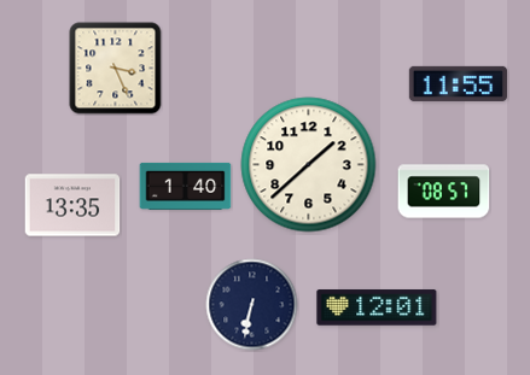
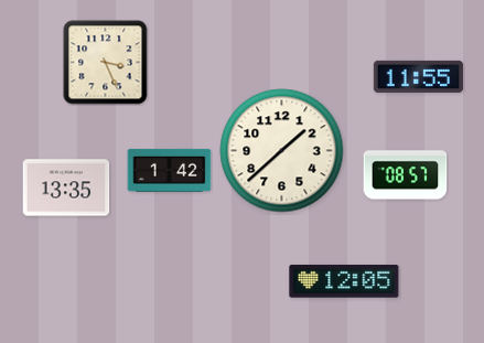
clock at (186, 186): 1:40 -> 1:42
clock at (252, 305): 6:32 -> none
clock at (377, 307): 12:01 -> 12:05
